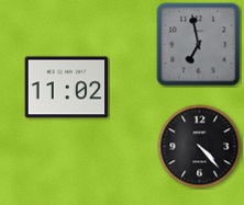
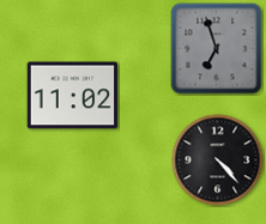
clock at (199, 45): 6:58 -> 6:57
